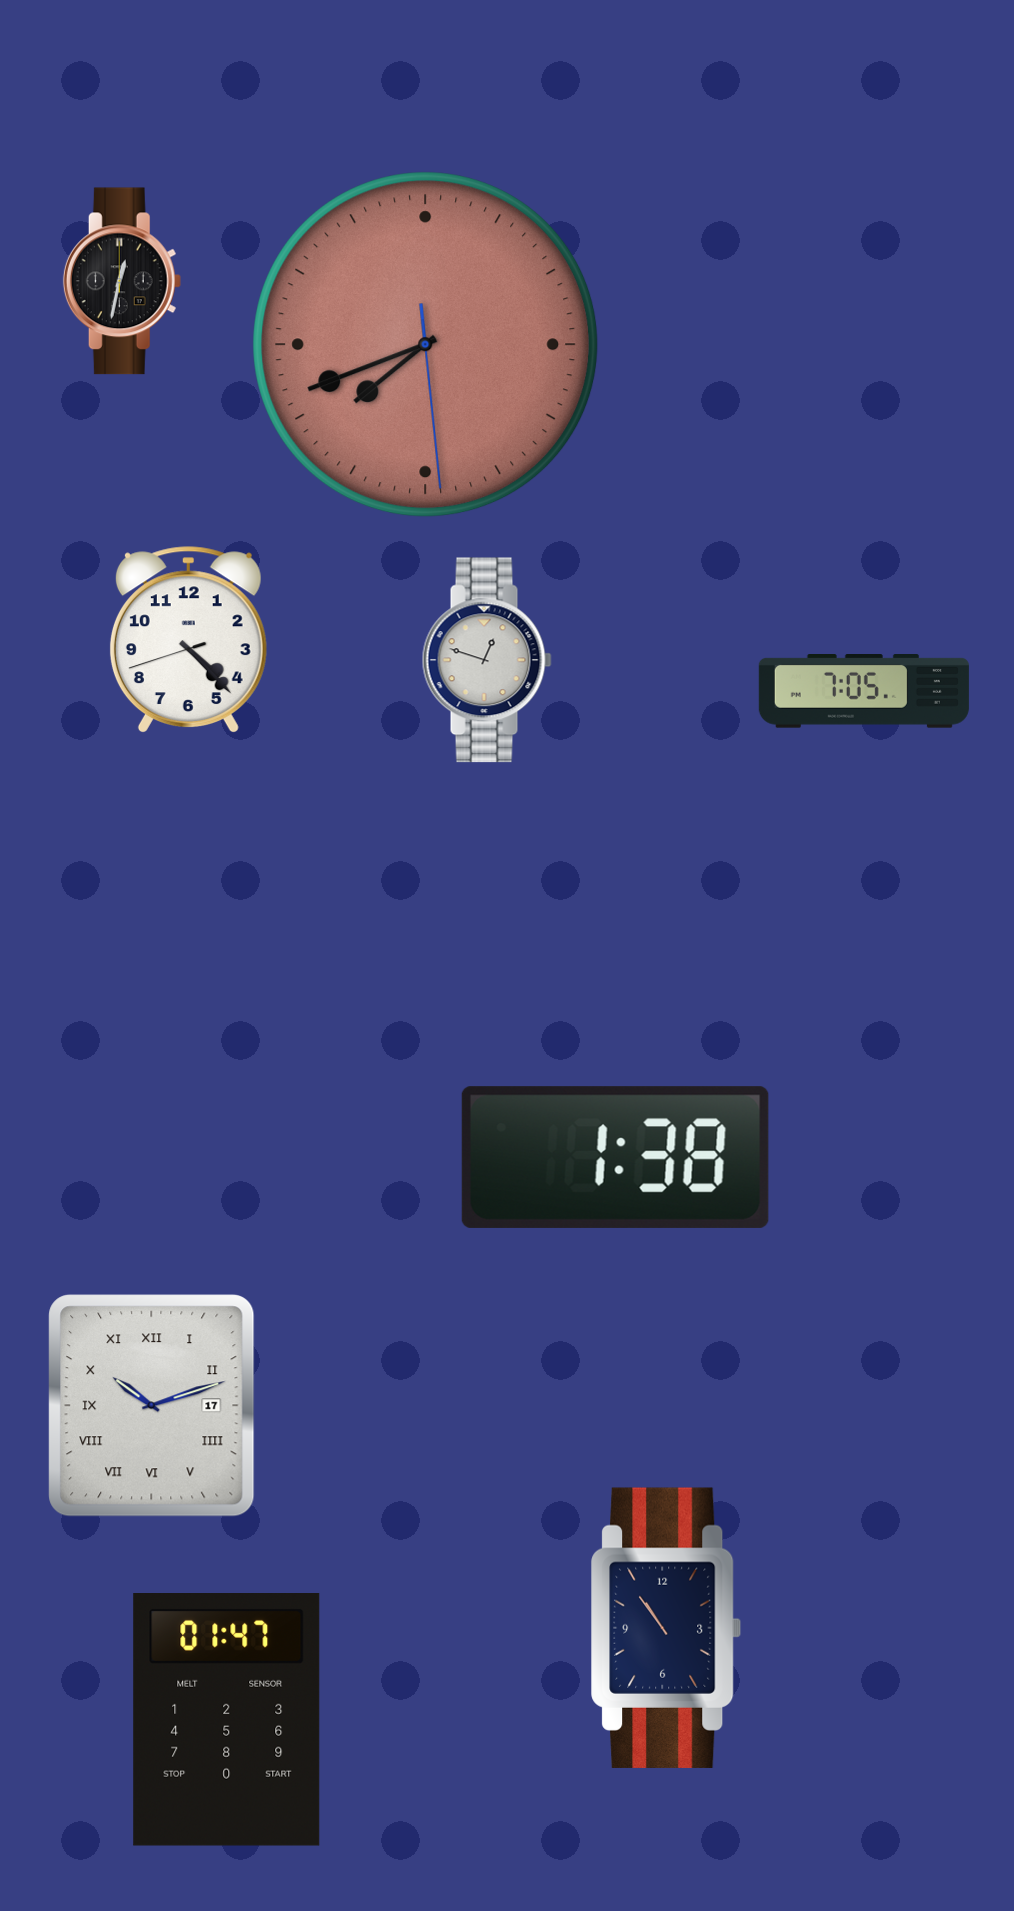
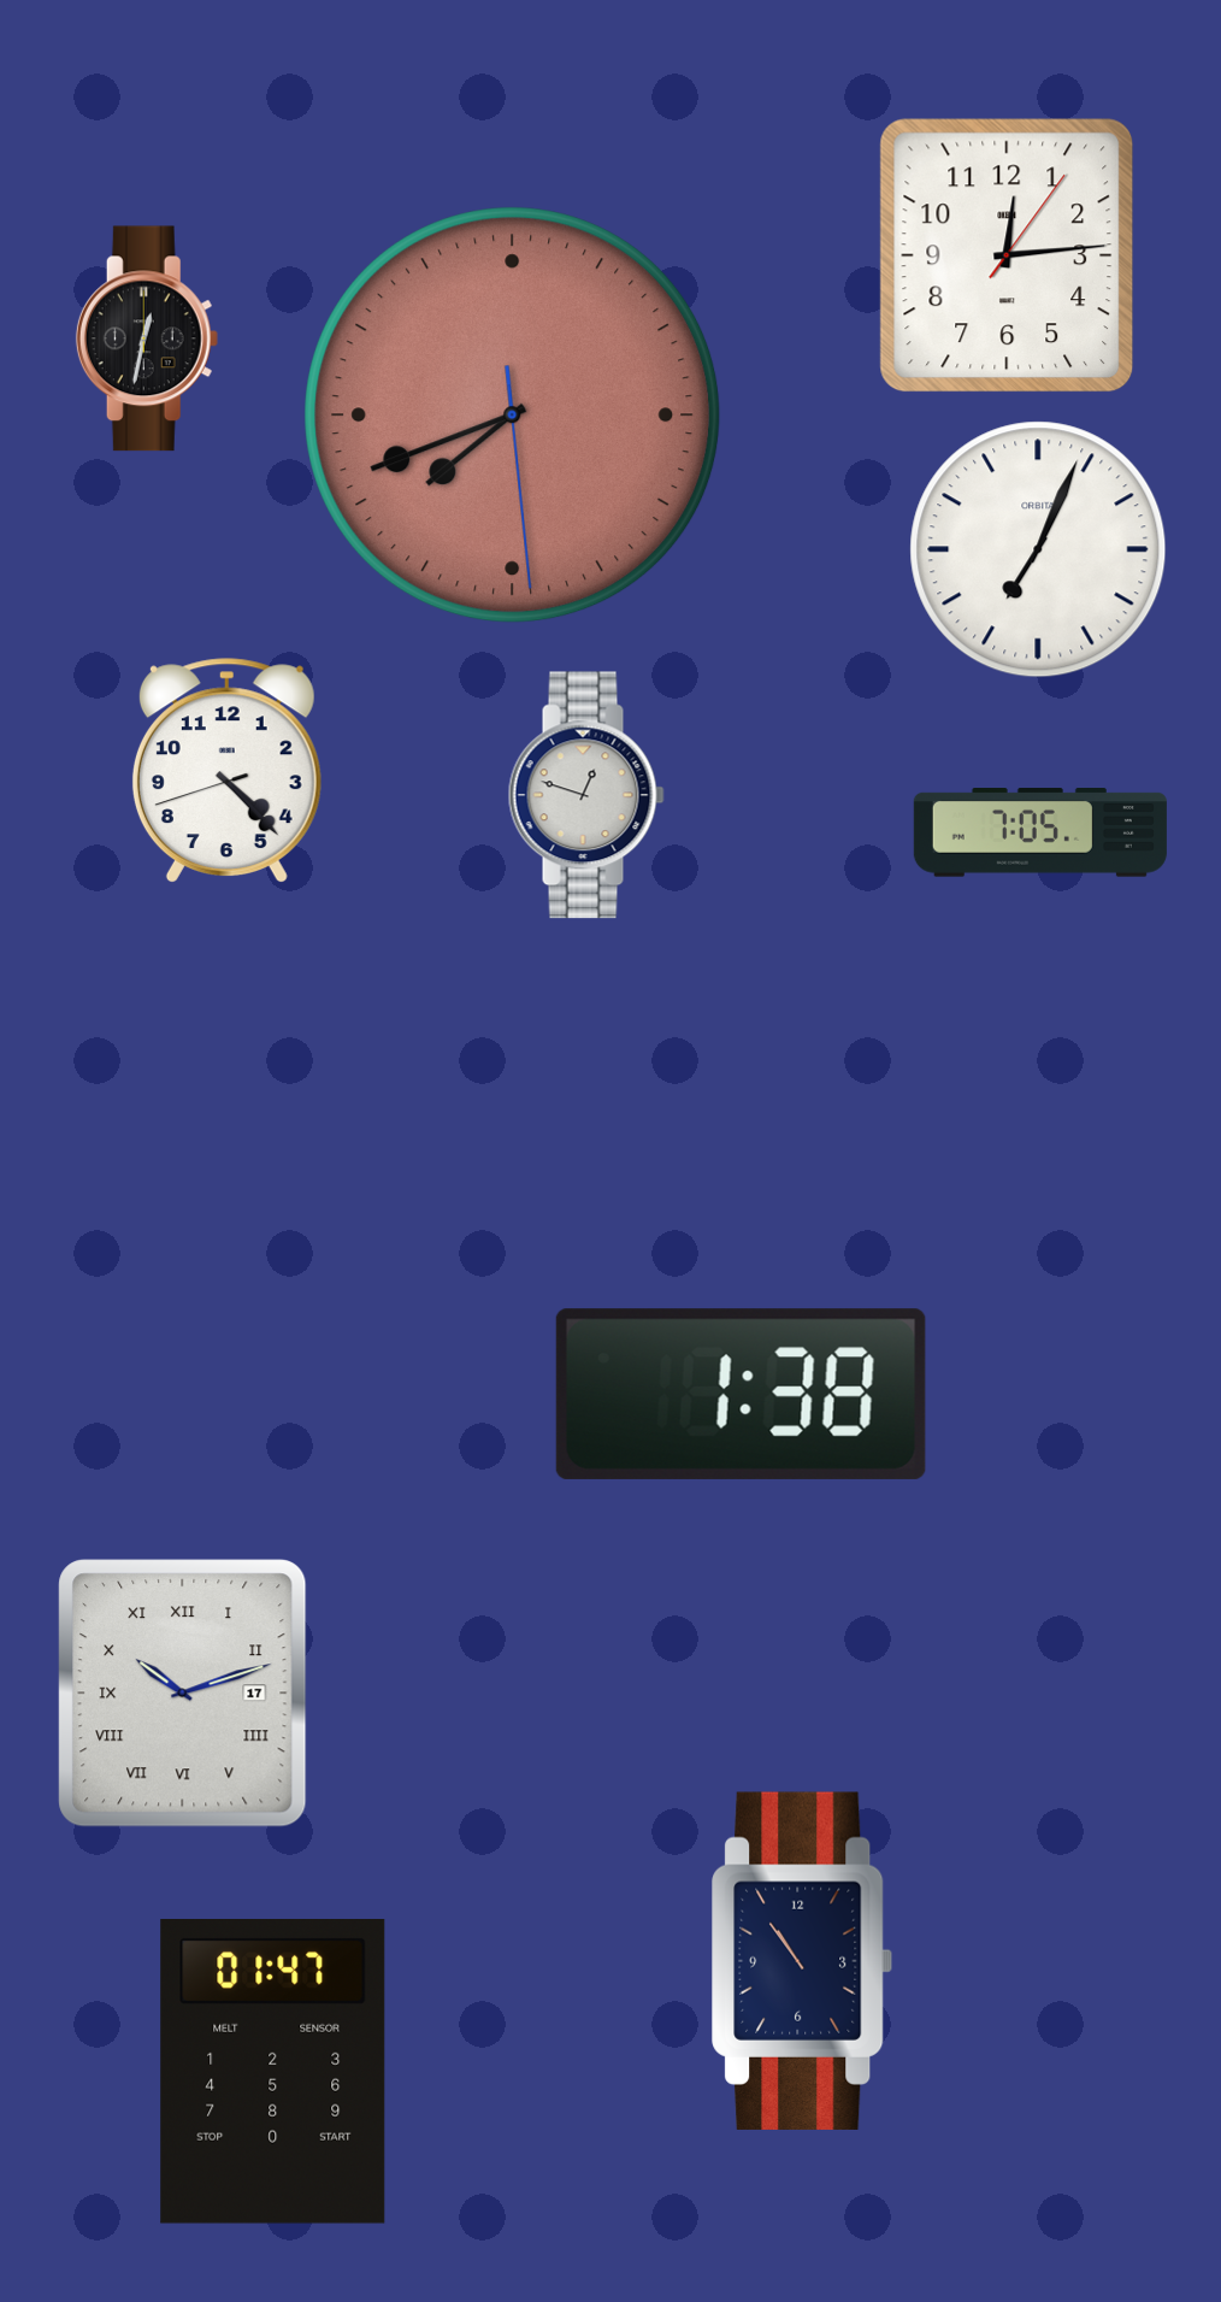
clock at (1007, 255): none -> 12:14
clock at (1038, 549): none -> 7:04
